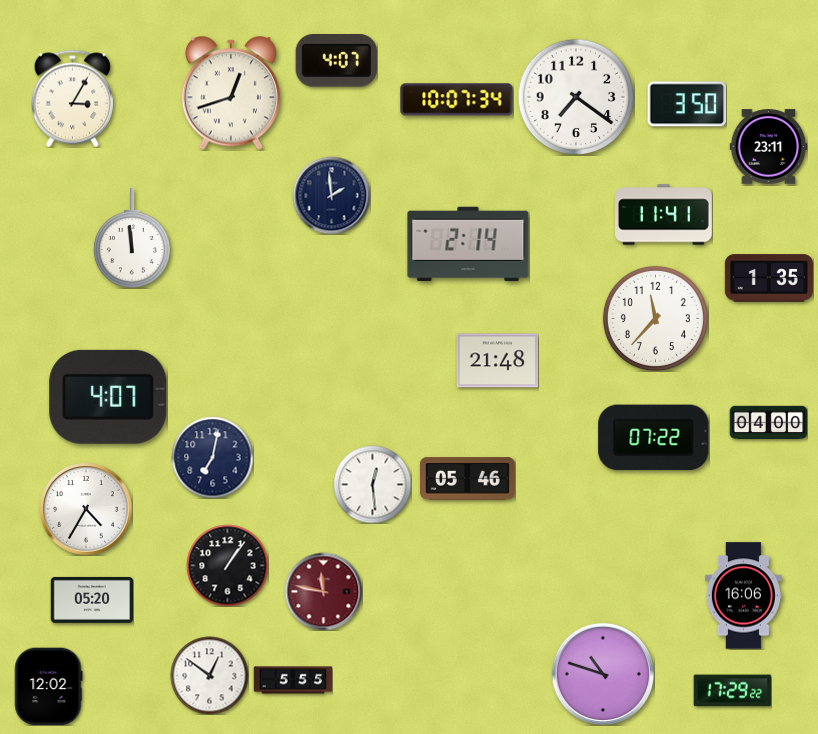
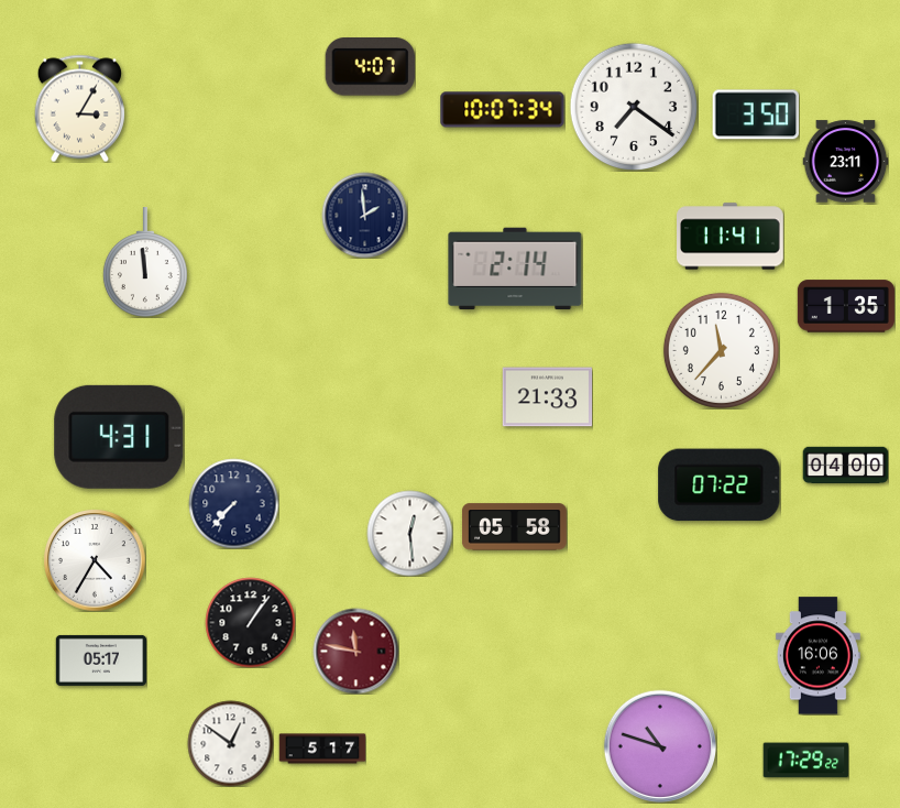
clock at (231, 93): 12:42 -> none
clock at (497, 361): 21:48 -> 21:33
clock at (108, 397): 4:07 -> 4:31
clock at (654, 438) position: (654, 438) -> (720, 485)
clock at (212, 457): 7:02 -> 7:37
clock at (467, 479): 05:46 -> 05:58
clock at (92, 600): 05:20 -> 05:17
clock at (602, 673) position: (602, 673) -> (659, 745)
clock at (293, 680): 5:55 -> 5:17
clock at (48, 686): 12:02 -> none
